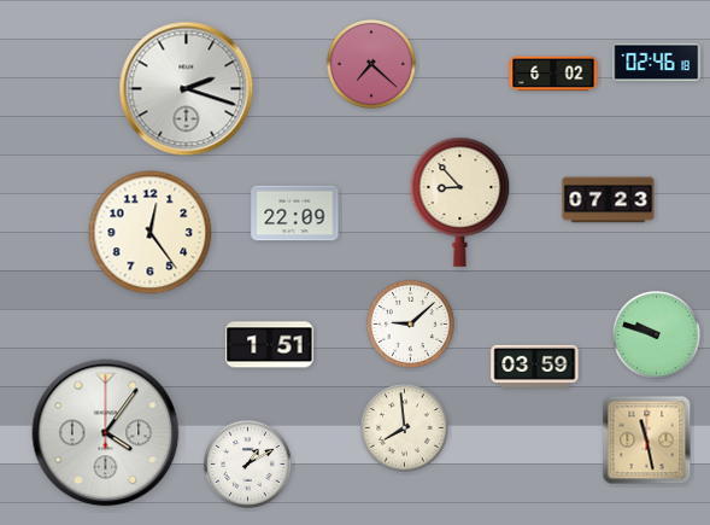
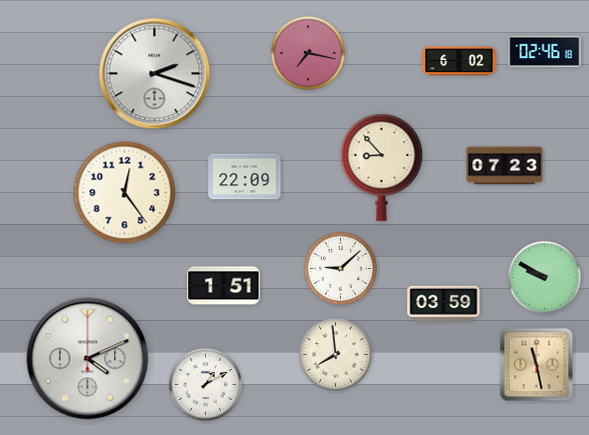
clock at (371, 64): 7:22 -> 7:17
clock at (656, 334): 9:48 -> 9:50
clock at (106, 433): 4:06 -> 4:11
